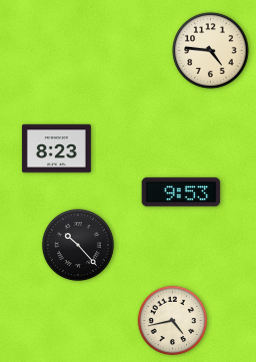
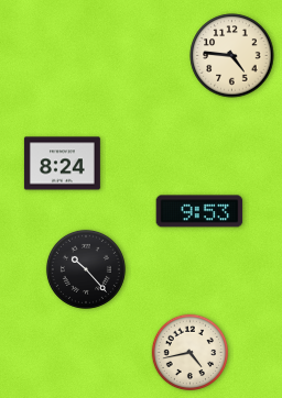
clock at (56, 149): 8:23 -> 8:24
